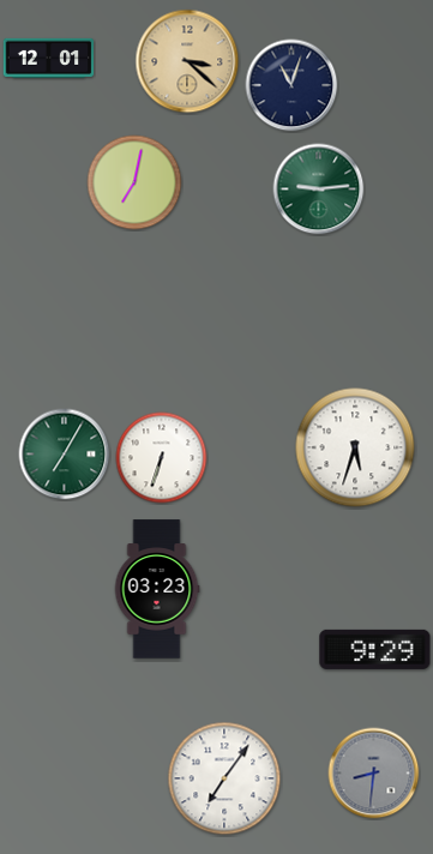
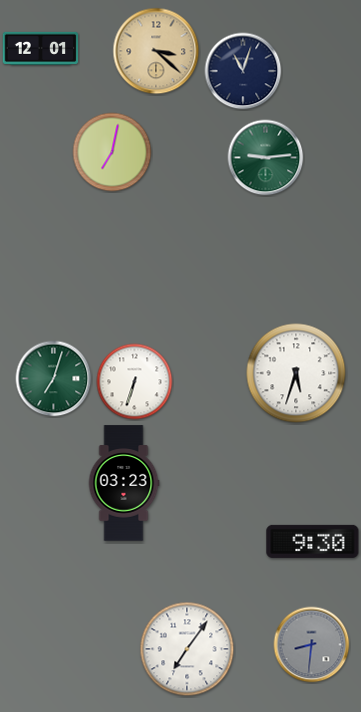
clock at (65, 455): 7:05 -> 7:03
clock at (157, 589) position: (157, 589) -> (124, 483)
clock at (375, 649): 9:29 -> 9:30
